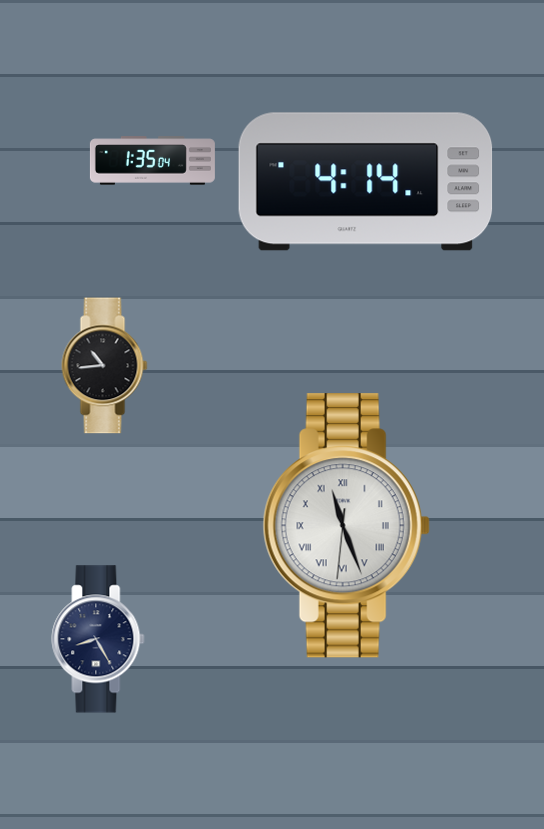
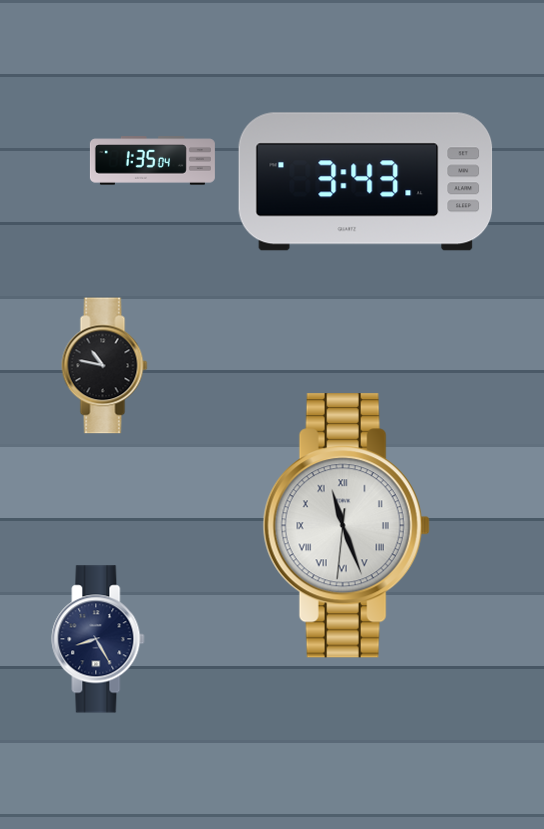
clock at (366, 182): 4:14 -> 3:43
clock at (105, 366): 10:44 -> 10:47
